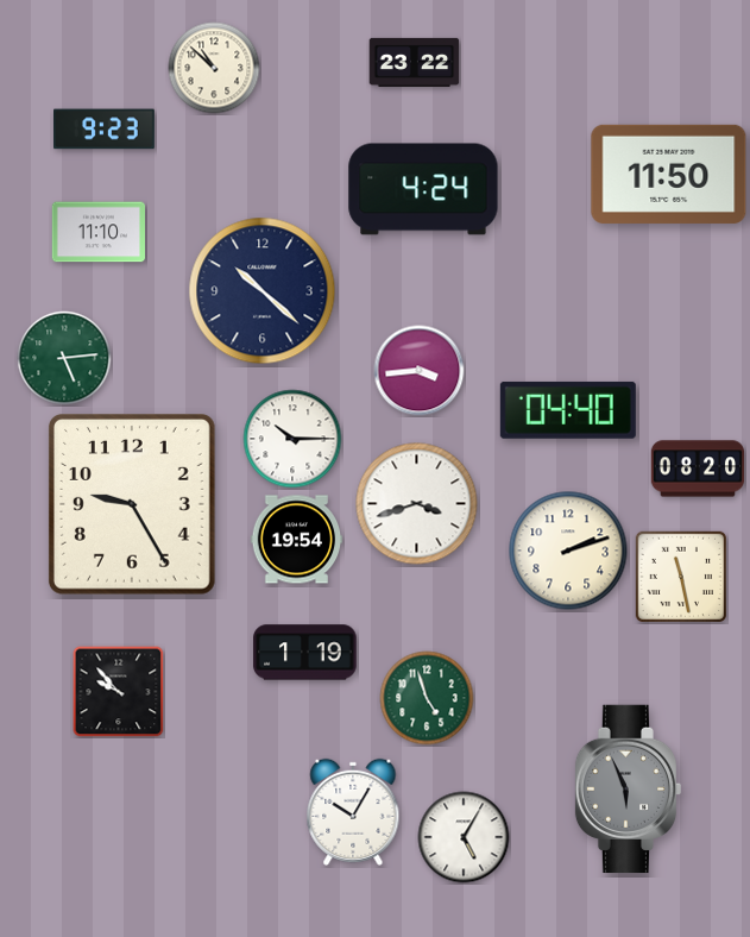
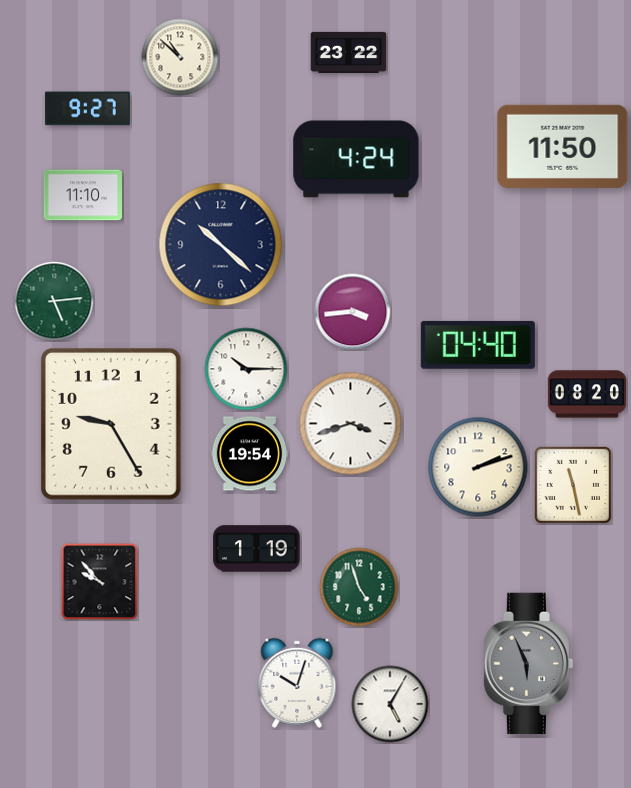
clock at (105, 130): 9:23 -> 9:27
clock at (568, 551) position: (568, 551) -> (478, 467)
clock at (353, 812): 10:05 -> 10:03
